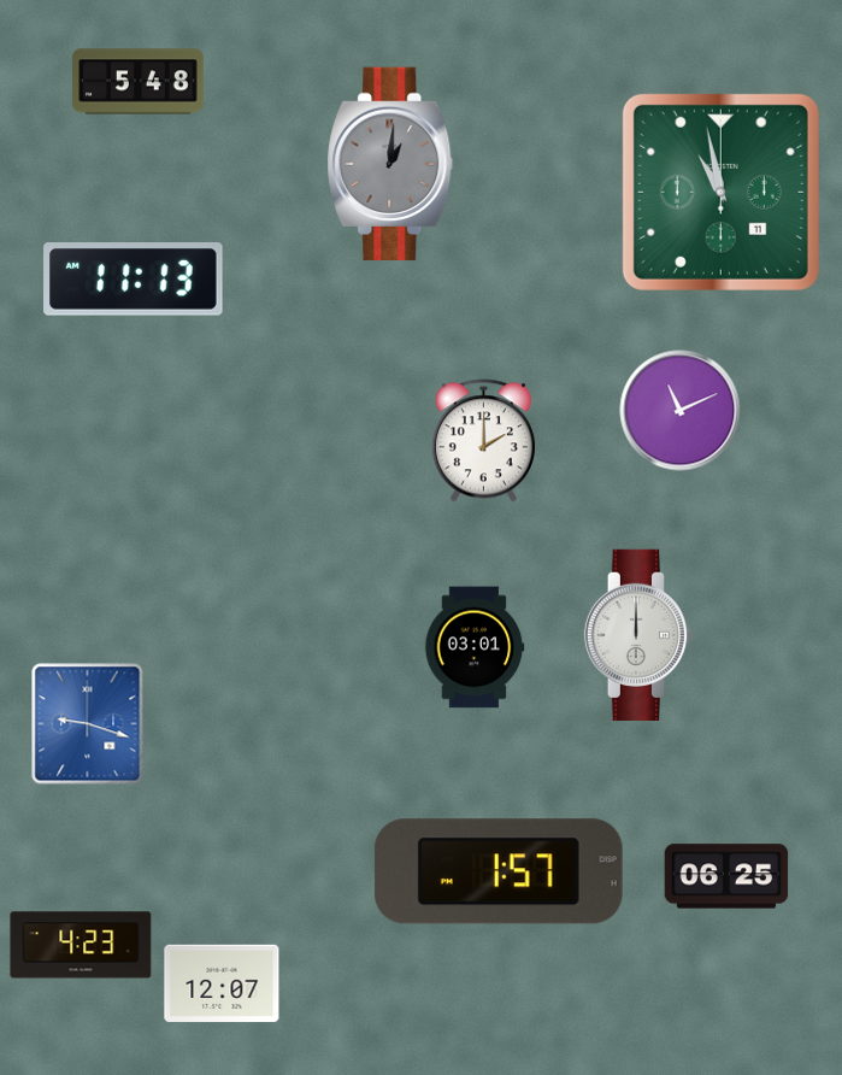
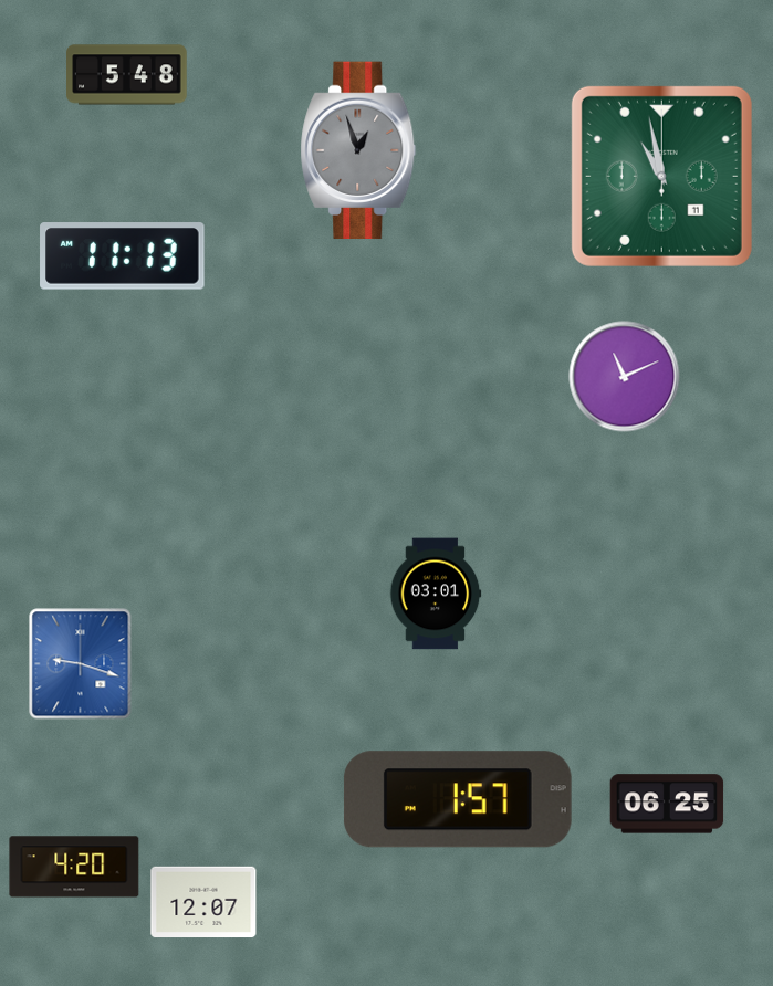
clock at (390, 164): 1:01 -> 12:57
clock at (483, 441): 2:00 -> none
clock at (637, 635): 12:00 -> none
clock at (81, 945): 4:23 -> 4:20
